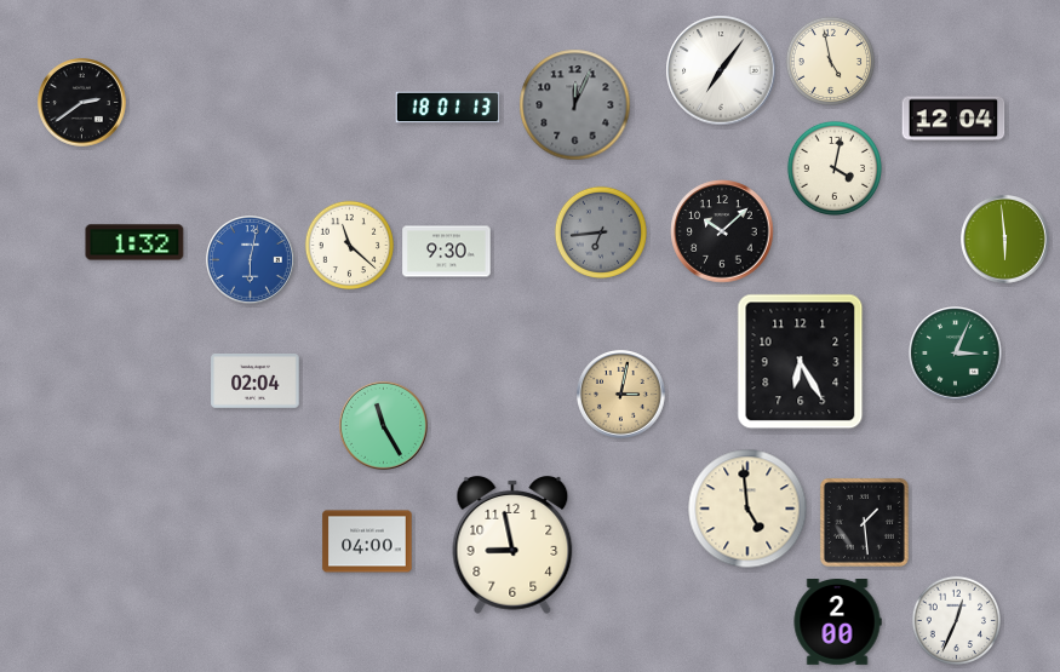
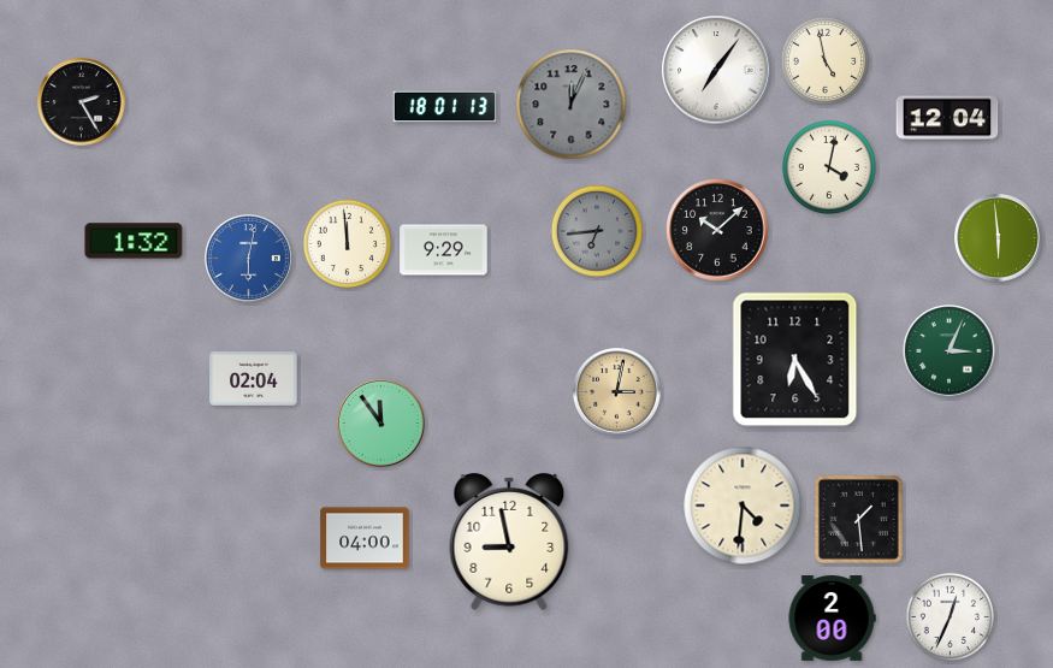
clock at (82, 103): 2:39 -> 2:25
clock at (349, 246): 11:22 -> 11:59
clock at (447, 252): 9:30 -> 9:29
clock at (384, 426): 11:25 -> 11:54
clock at (747, 509): 4:59 -> 4:31
